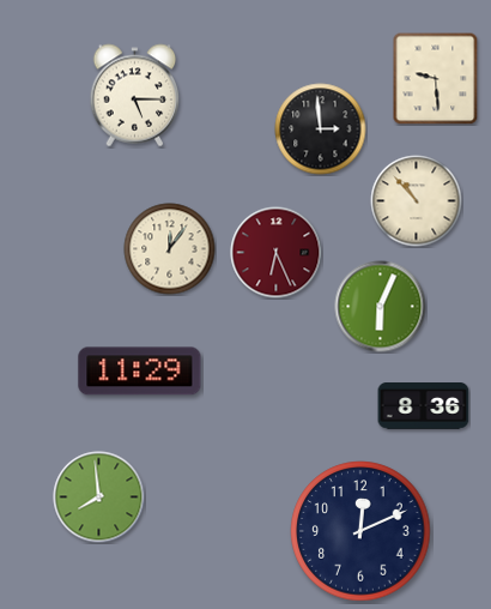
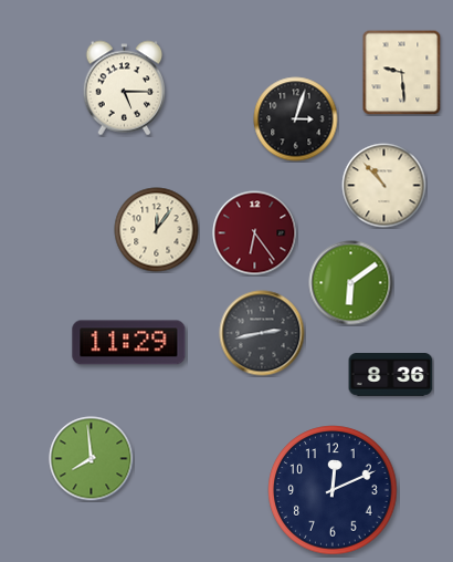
clock at (321, 129): 2:59 -> 3:03
clock at (277, 253): 6:26 -> 6:24
clock at (381, 307): 6:04 -> 6:09
clock at (262, 333): none -> 2:43
